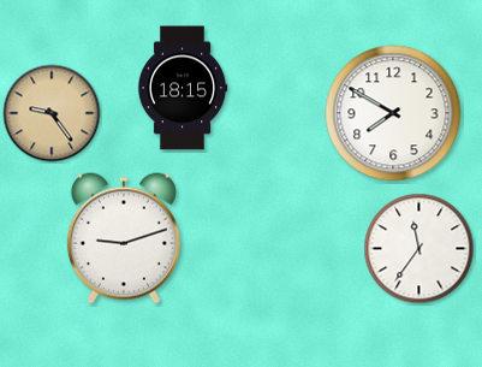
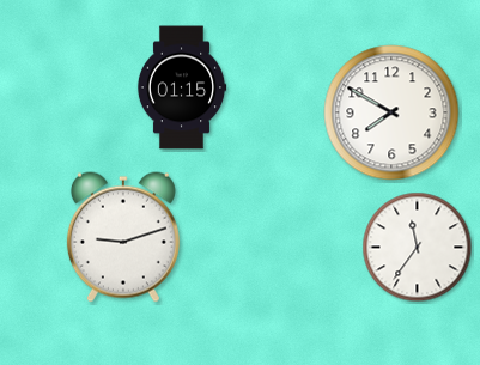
clock at (183, 88): 18:15 -> 01:15
clock at (52, 113): 9:24 -> none
